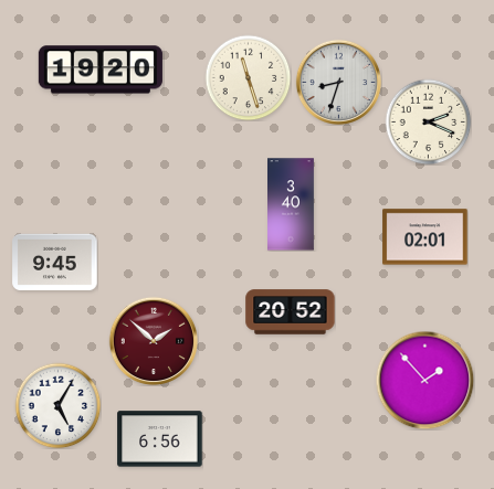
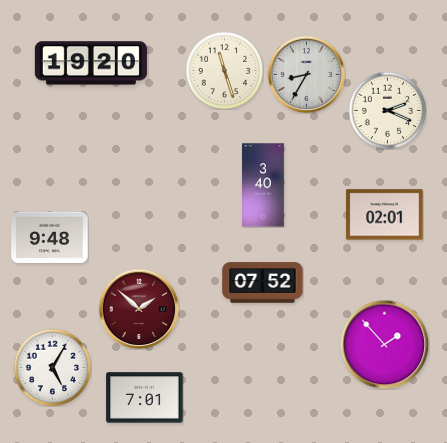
clock at (338, 82): 8:33 -> 8:35
clock at (55, 262): 9:45 -> 9:48
clock at (291, 312): 20:52 -> 07:52
clock at (160, 439): 6:56 -> 7:01
